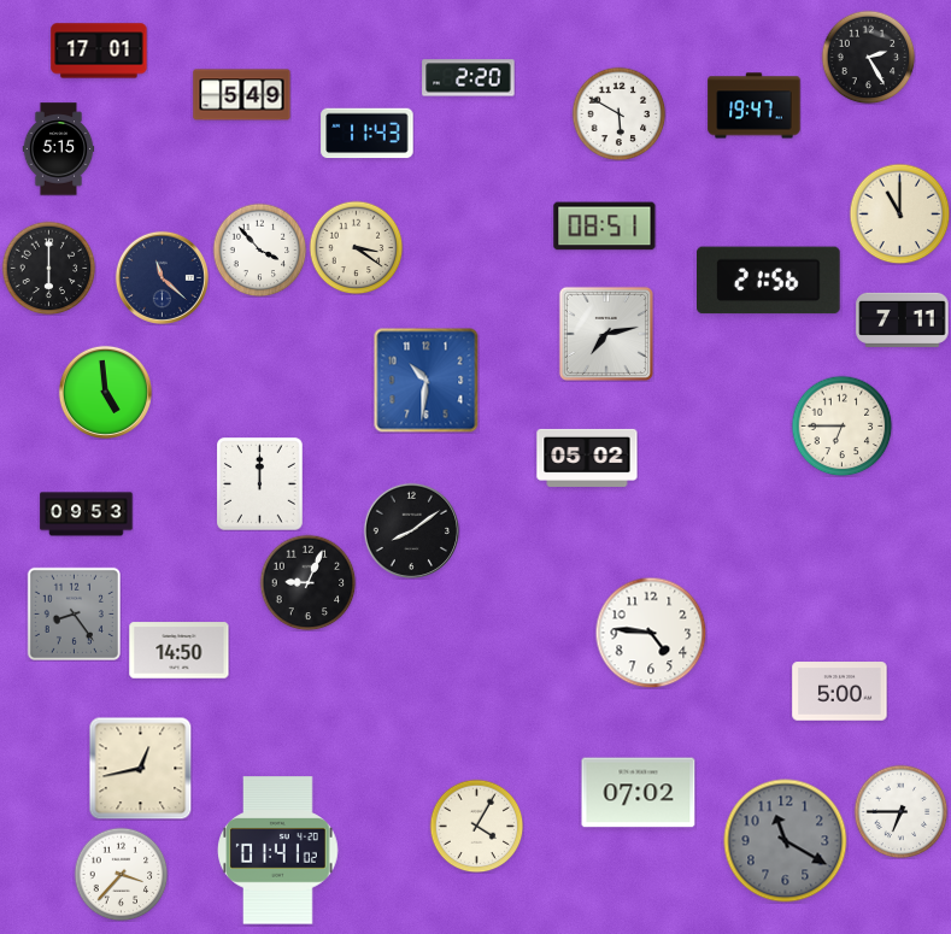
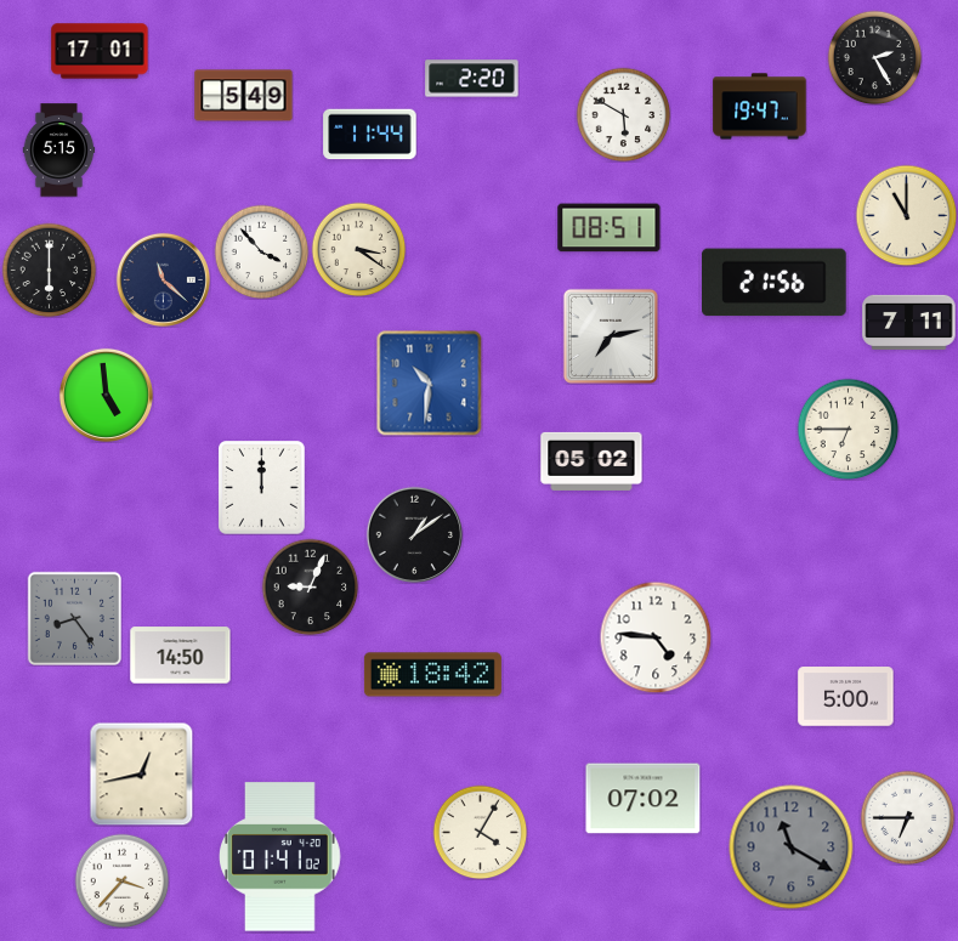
clock at (368, 134): 11:43 -> 11:44
clock at (87, 515): 09:53 -> none
clock at (411, 530): 8:09 -> 1:09
clock at (432, 675): none -> 18:42
